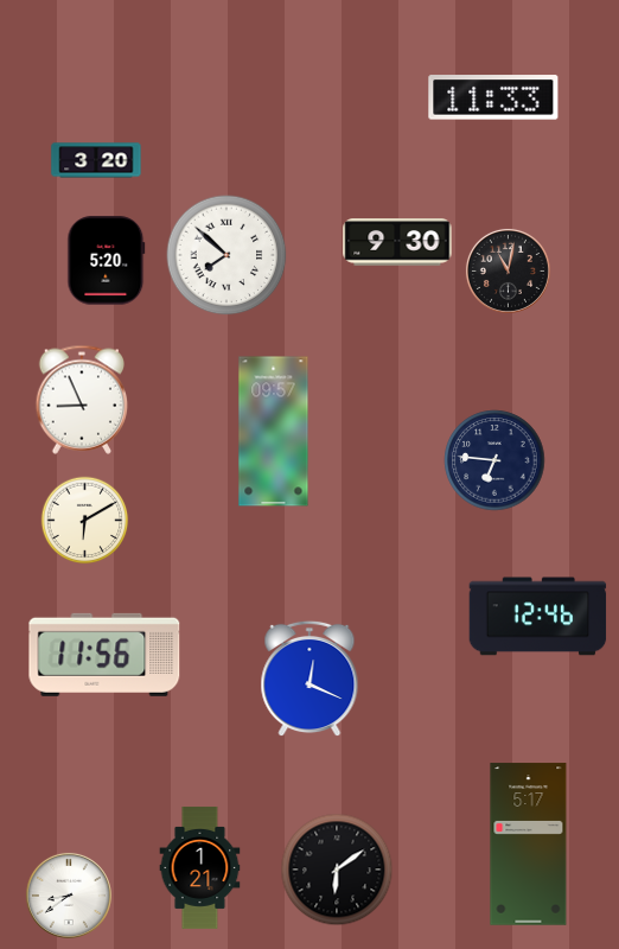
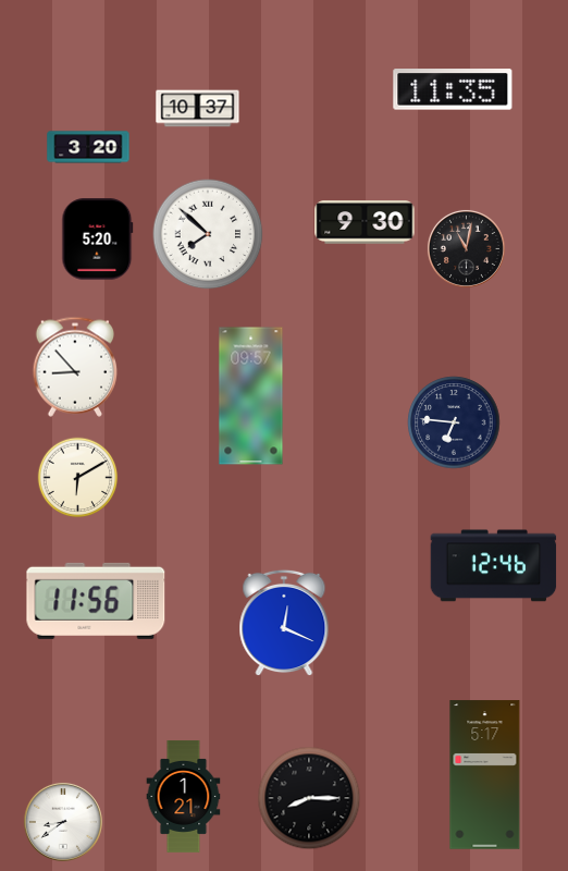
clock at (493, 97): 11:33 -> 11:35
clock at (198, 109): none -> 10:37
clock at (82, 400): 8:56 -> 8:53
clock at (337, 870): 6:09 -> 8:15
